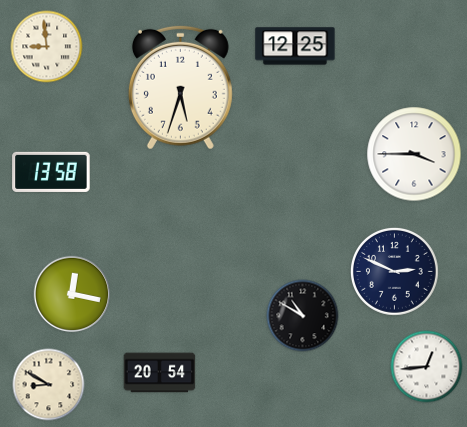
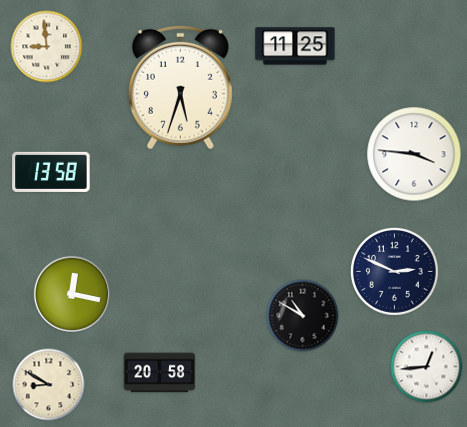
clock at (295, 46): 12:25 -> 11:25
clock at (414, 154): 3:45 -> 3:46
clock at (160, 373): 20:54 -> 20:58
